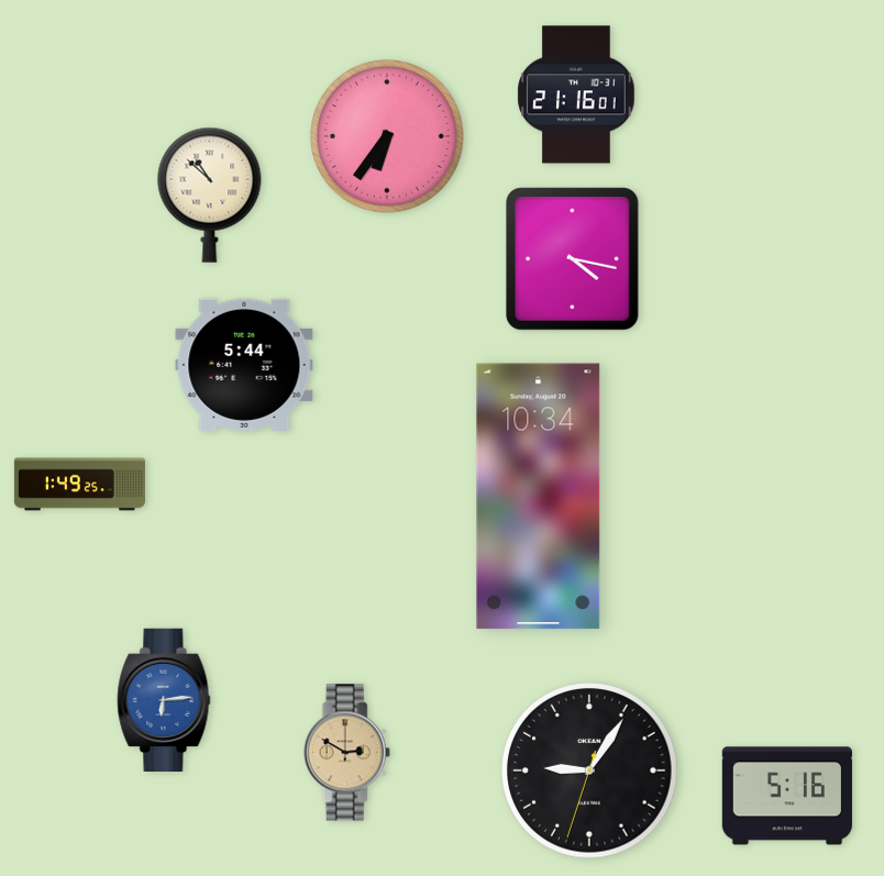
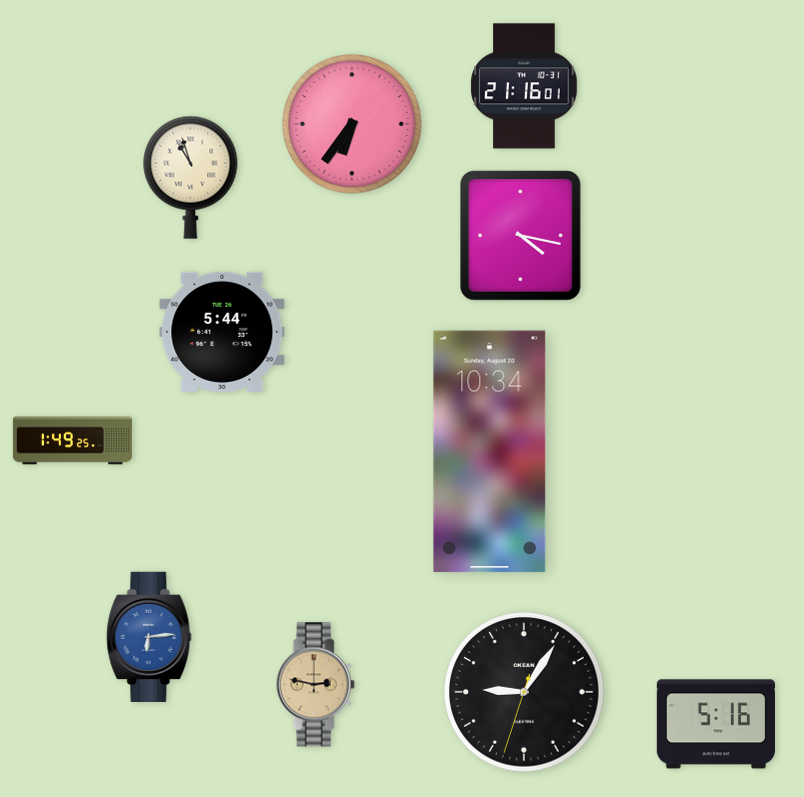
clock at (210, 195): 10:52 -> 10:57
clock at (346, 753): 2:50 -> 2:47
clock at (589, 770) position: (589, 770) -> (524, 692)
